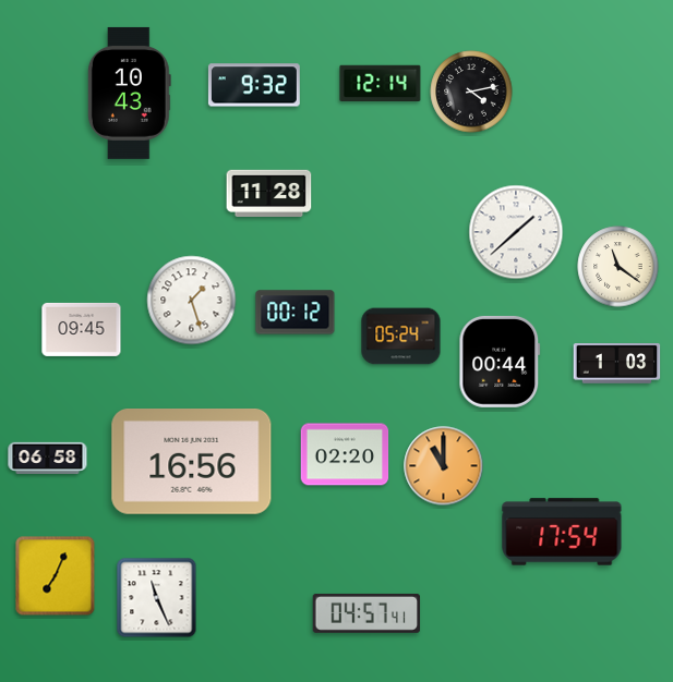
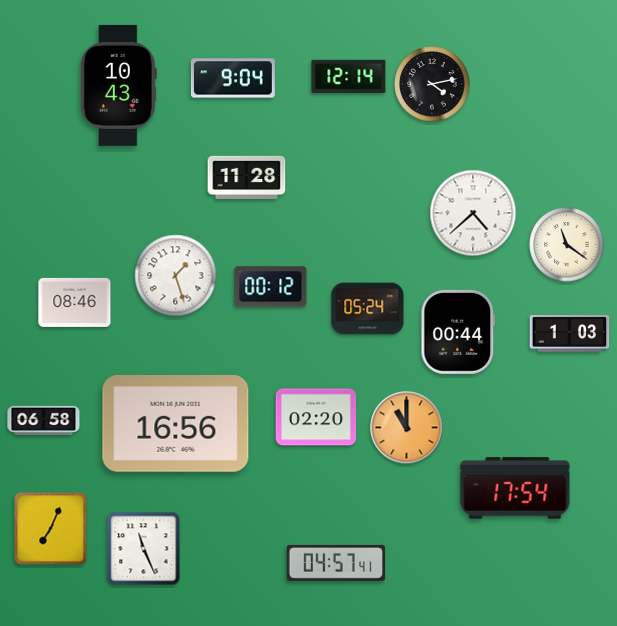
clock at (254, 85): 9:32 -> 9:04
clock at (516, 232): 1:38 -> 4:38
clock at (82, 329): 09:45 -> 08:46
clock at (617, 364) position: (617, 364) -> (570, 334)
